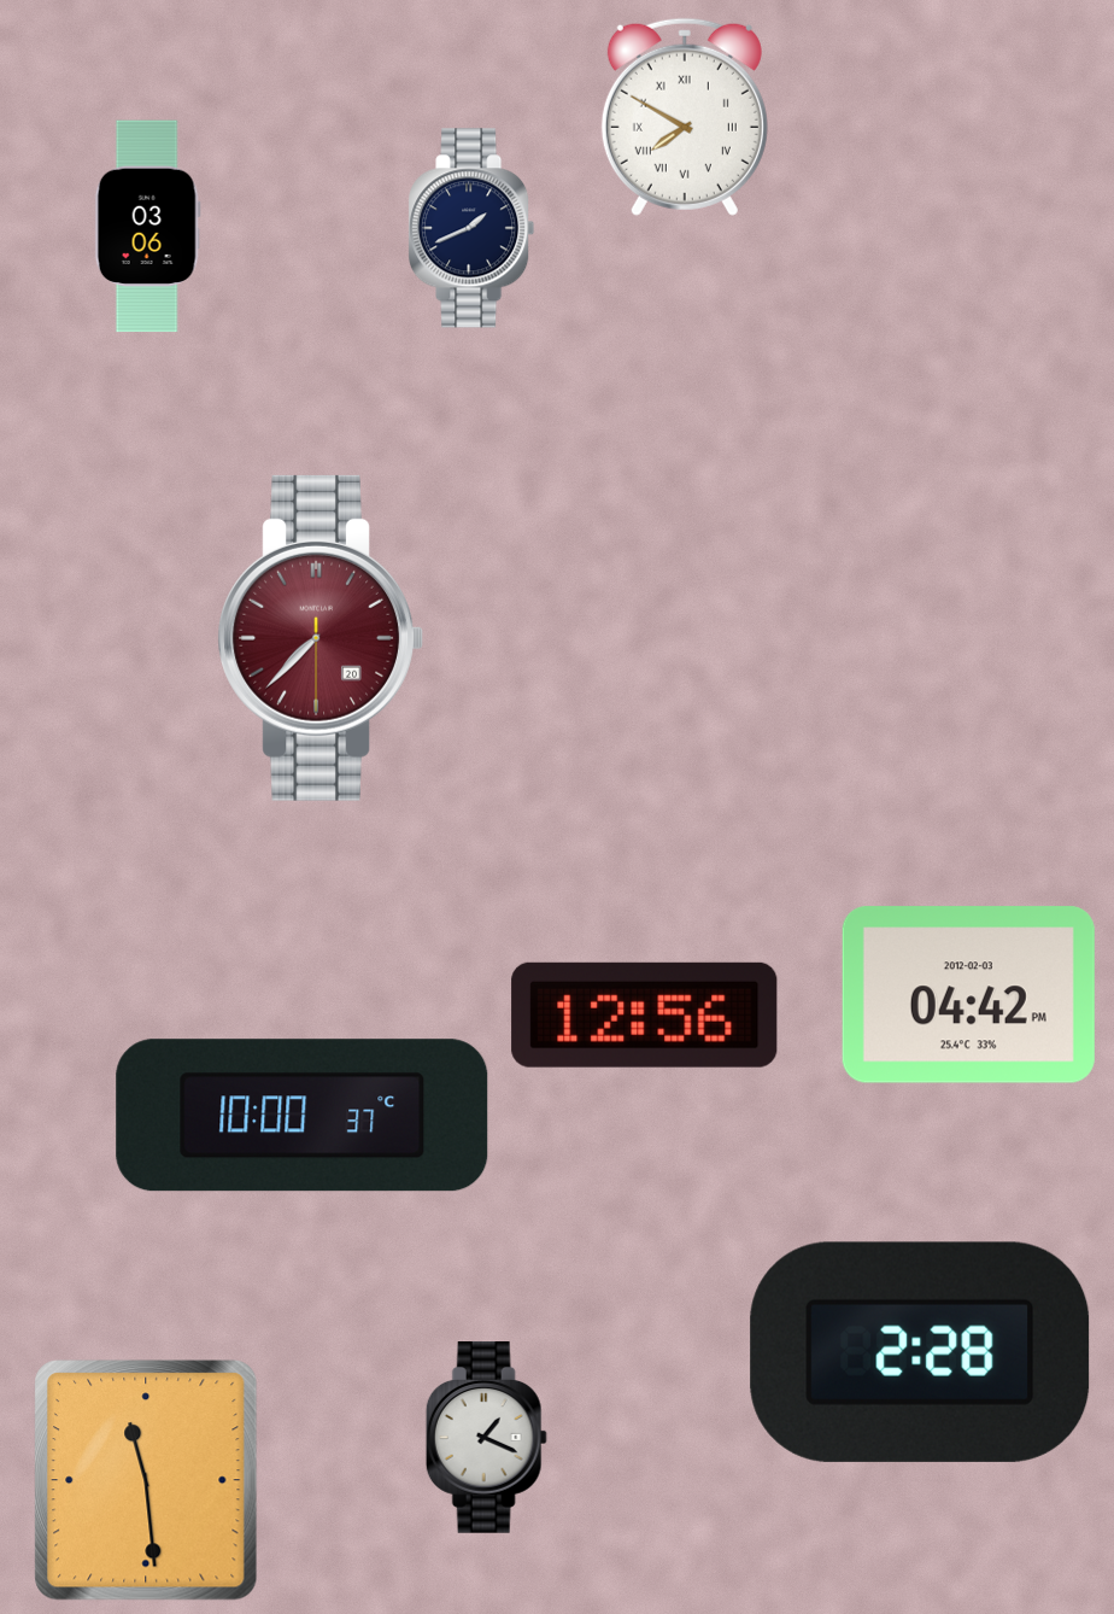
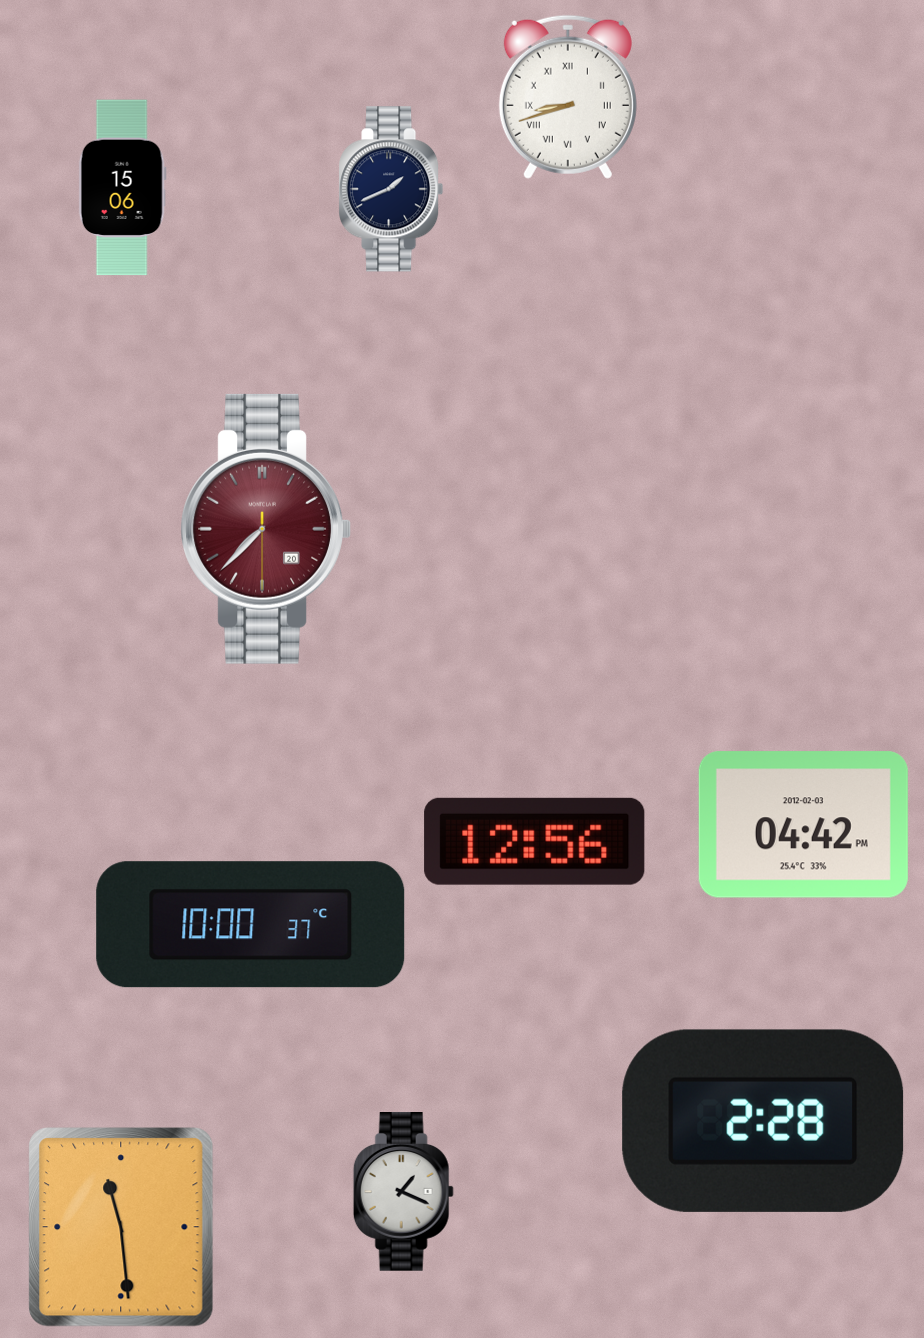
clock at (685, 117): 7:50 -> 8:42
clock at (147, 227): 03:06 -> 15:06
